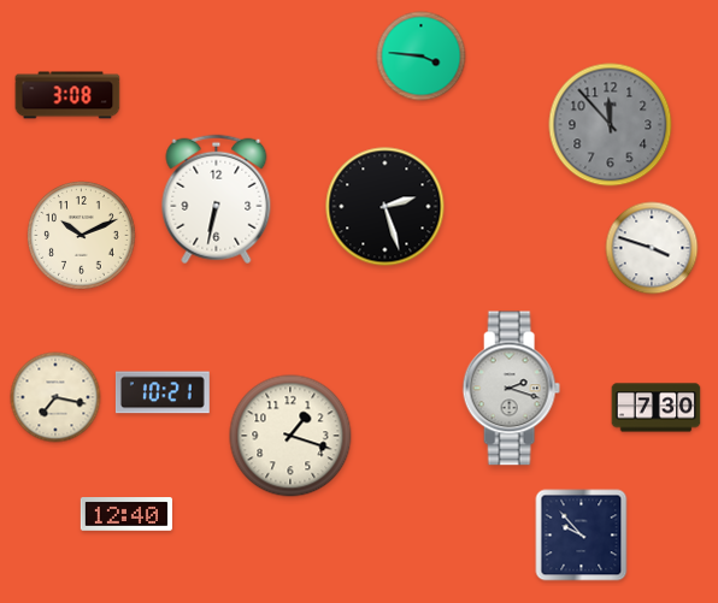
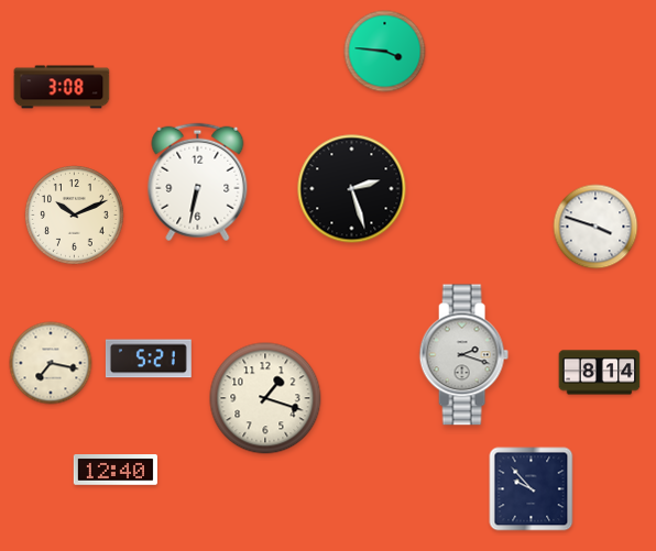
clock at (611, 125): 11:53 -> none
clock at (511, 389) position: (511, 389) -> (463, 355)
clock at (163, 392): 10:21 -> 5:21
clock at (657, 408): 7:30 -> 8:14
